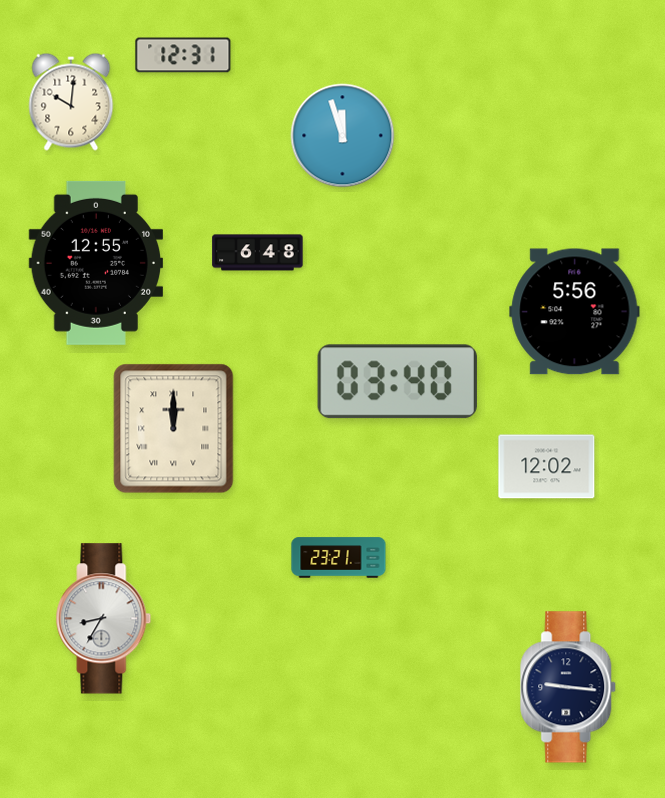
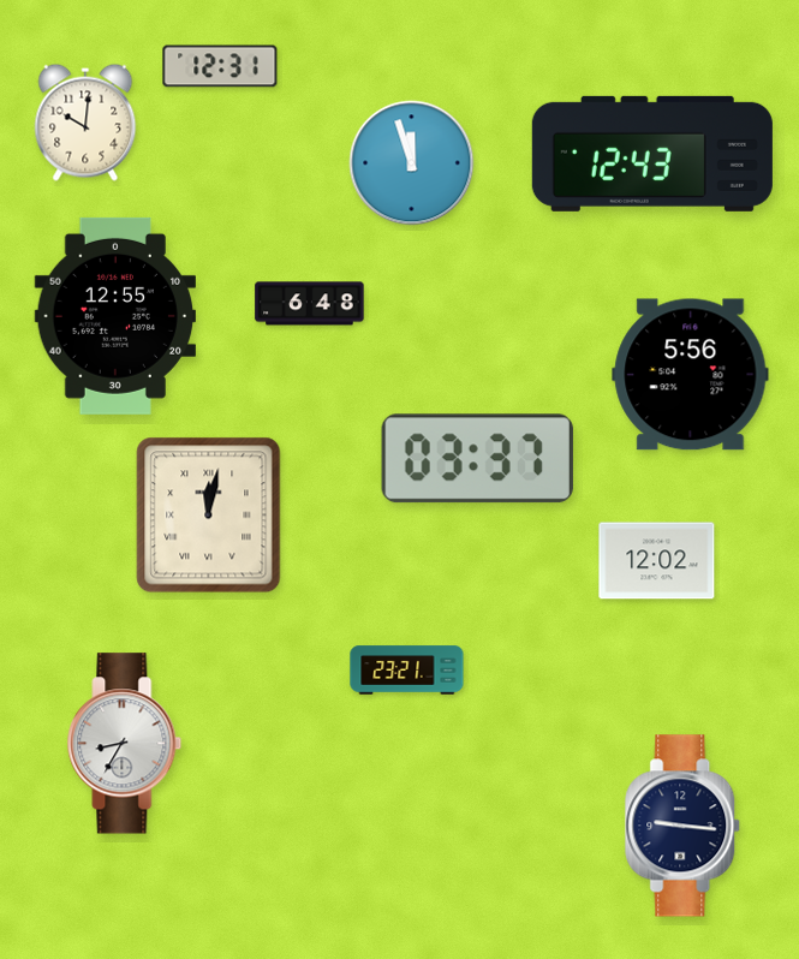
clock at (652, 154): none -> 12:43
clock at (397, 382): 03:40 -> 03:37
clock at (174, 429): 12:00 -> 12:02
